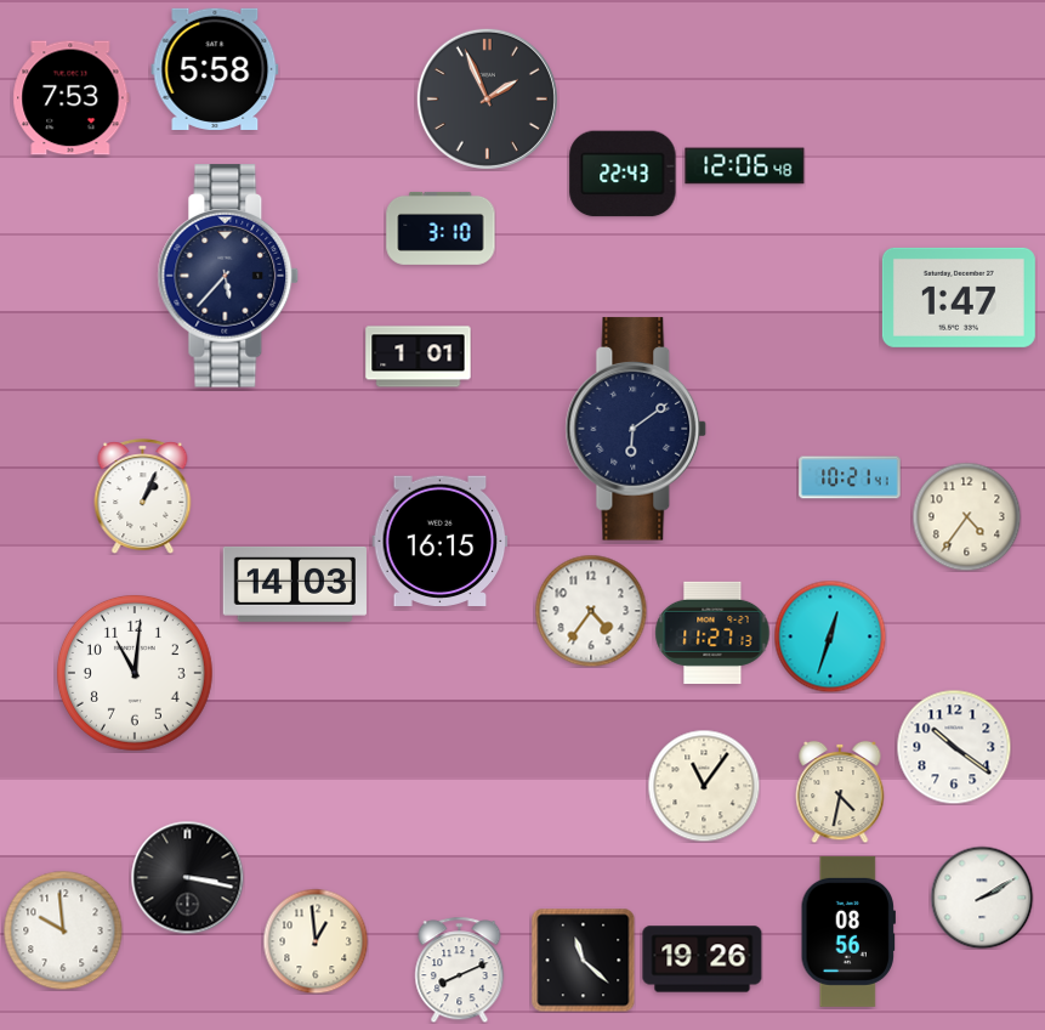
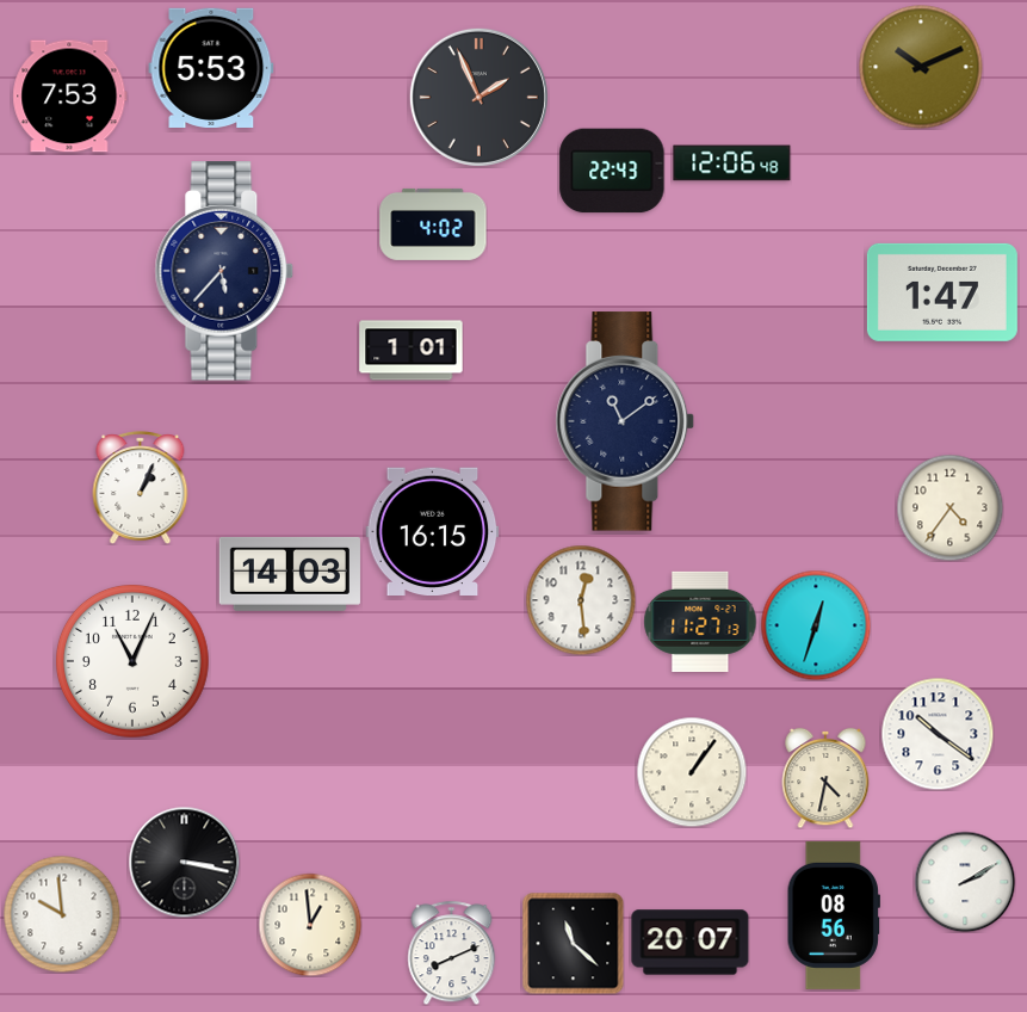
clock at (921, 67): none -> 10:11
clock at (215, 69): 5:58 -> 5:53
clock at (441, 228): 3:10 -> 4:02
clock at (636, 429): 6:09 -> 11:09
clock at (850, 477): 10:21 -> none
clock at (591, 611): 4:36 -> 12:29
clock at (135, 673): 11:01 -> 11:04
clock at (704, 786): 11:06 -> 1:06
clock at (703, 960): 19:26 -> 20:07
